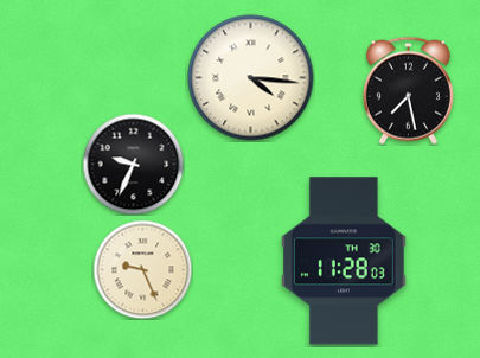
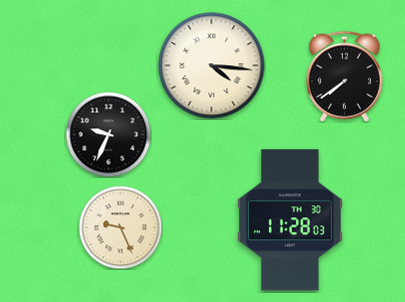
clock at (408, 90): 7:28 -> 7:39
clock at (133, 164) position: (133, 164) -> (108, 134)
